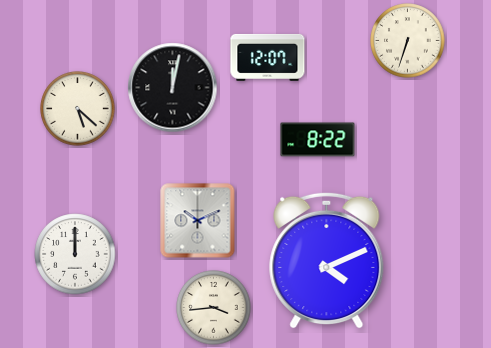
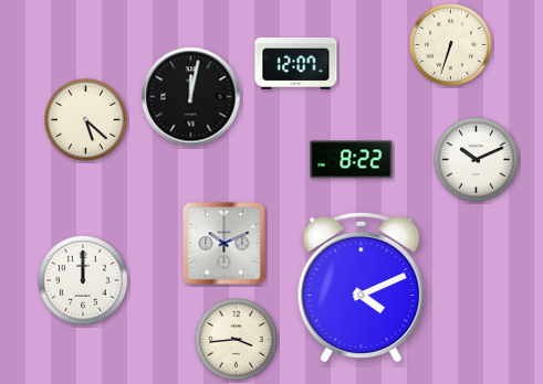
clock at (318, 140) position: (318, 140) -> (352, 160)
clock at (477, 160): none -> 10:11
clock at (198, 221) position: (198, 221) -> (224, 244)
